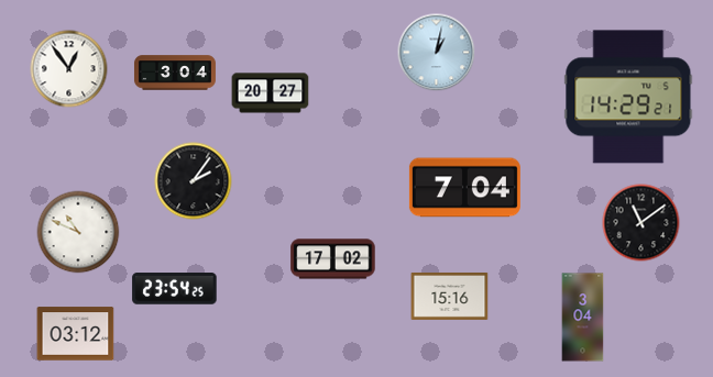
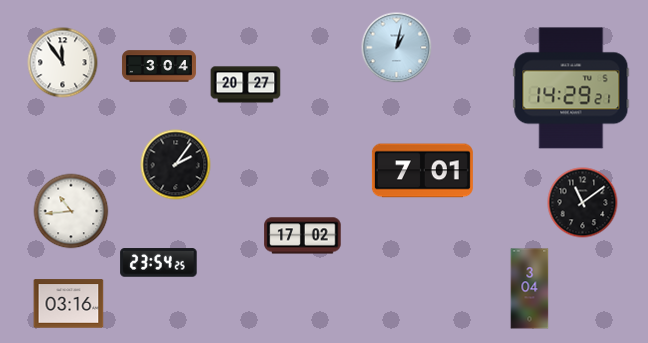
clock at (69, 69): 12:54 -> 11:54
clock at (464, 188): 7:04 -> 7:01
clock at (78, 232): 10:49 -> 10:44
clock at (450, 296): 15:16 -> none
clock at (76, 334): 03:12 -> 03:16
